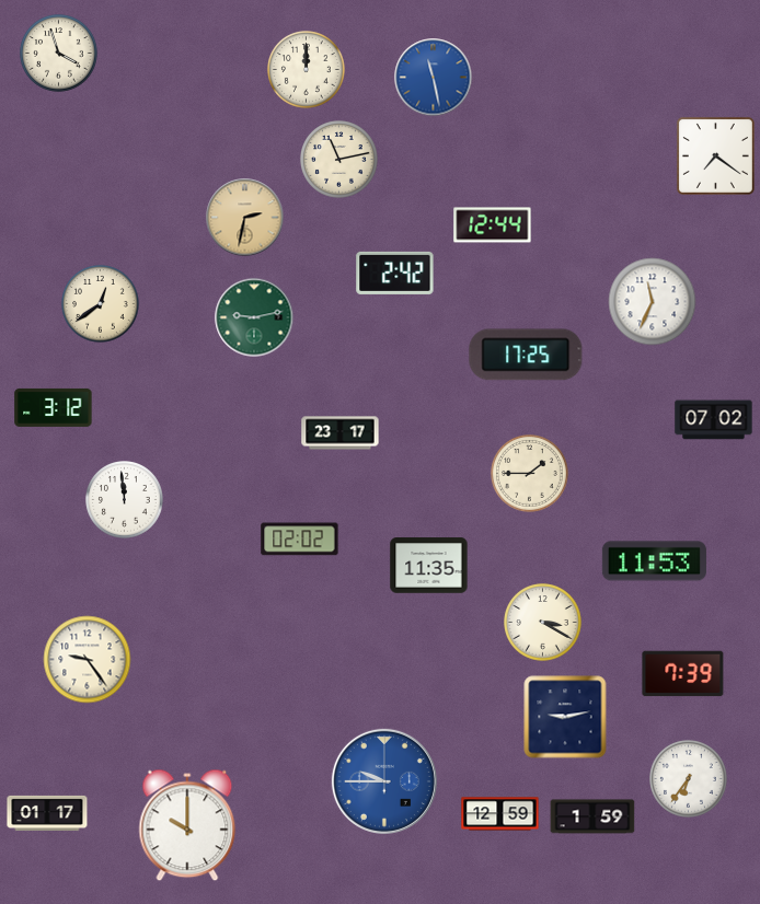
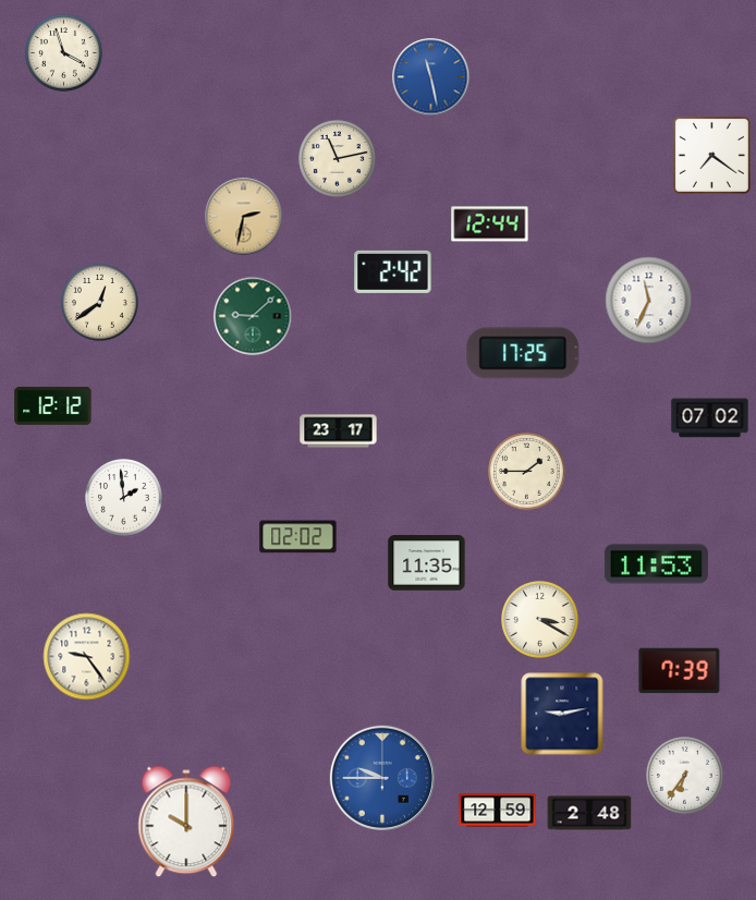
clock at (59, 54) position: (59, 54) -> (64, 53)
clock at (307, 70): 12:00 -> none
clock at (254, 317): 9:13 -> 9:08
clock at (54, 407): 3:12 -> 12:12
clock at (125, 500): 11:59 -> 1:59
clock at (654, 561) position: (654, 561) -> (656, 564)
clock at (47, 813): 01:17 -> none
clock at (592, 816): 1:59 -> 2:48
